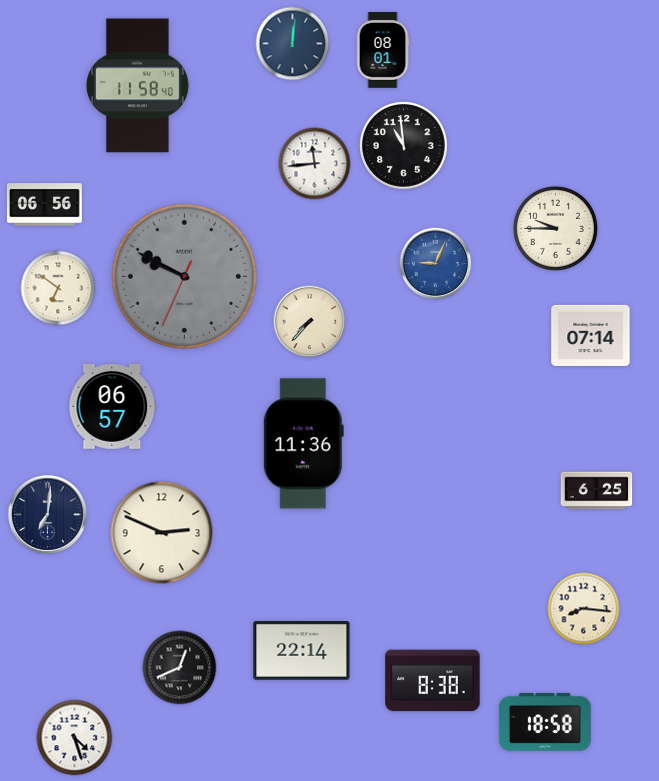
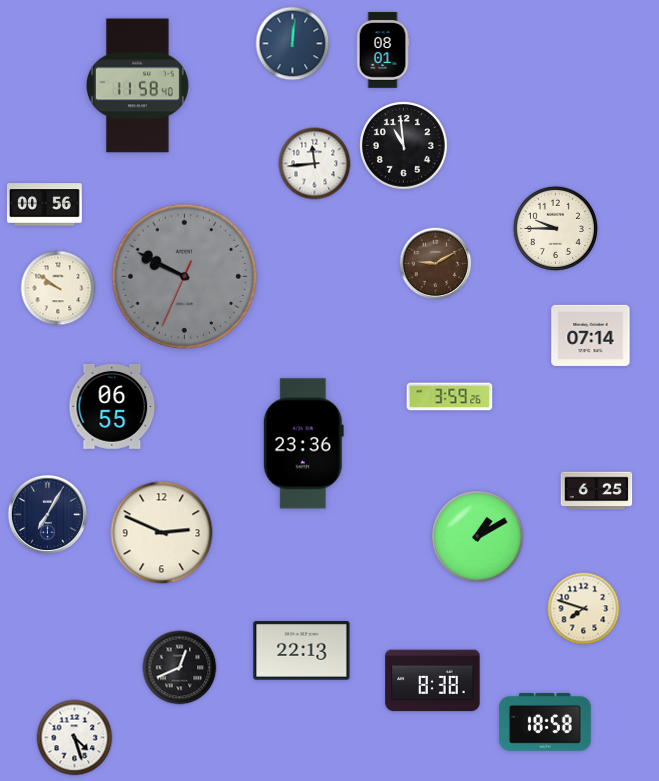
clock at (44, 205): 06:56 -> 00:56
clock at (436, 264): 9:04 -> 9:10
clock at (436, 264) dial: blue -> brown
clock at (58, 288): 6:51 -> 9:51
clock at (310, 322): 7:37 -> none
clock at (450, 397): none -> 3:59
clock at (113, 406): 06:57 -> 06:55
clock at (303, 444): 11:36 -> 23:36
clock at (47, 514): 7:01 -> 7:05
clock at (478, 537): none -> 1:10
clock at (584, 609): 8:16 -> 7:48
clock at (302, 651): 22:14 -> 22:13
